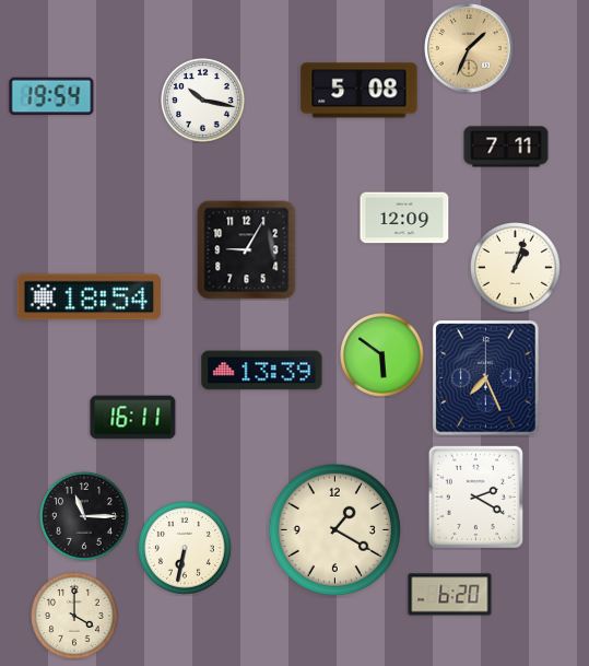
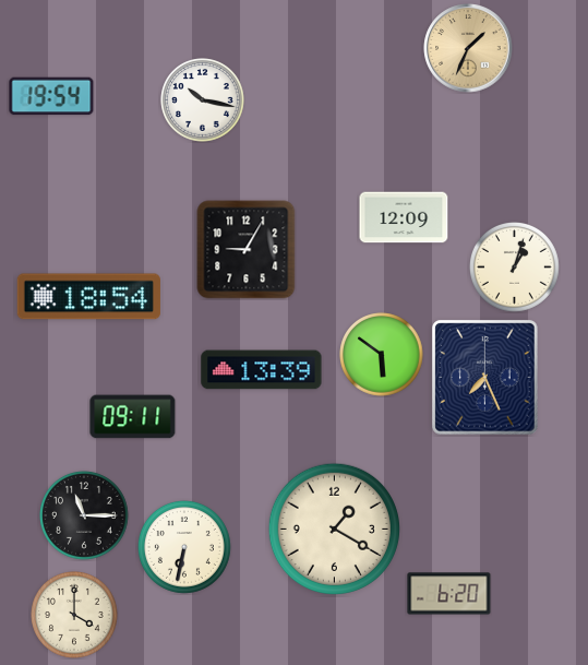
clock at (360, 91): 5:08 -> none
clock at (506, 147): 7:11 -> none
clock at (133, 418): 16:11 -> 09:11
clock at (475, 496): 2:20 -> none
